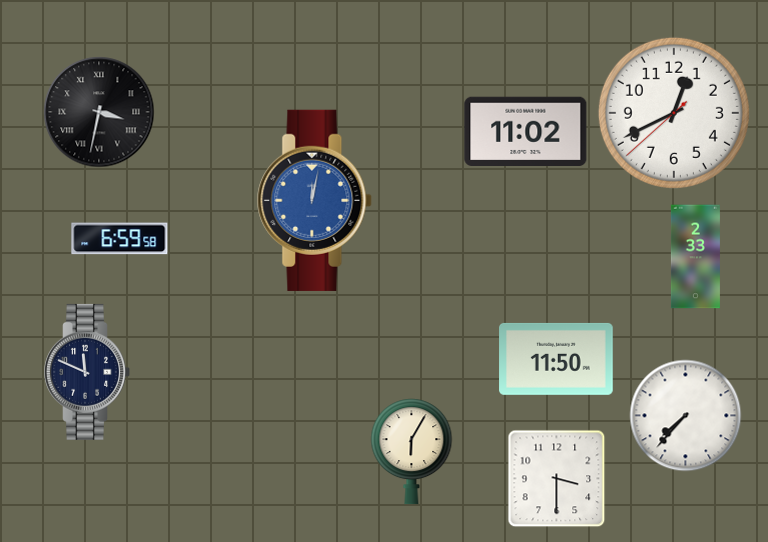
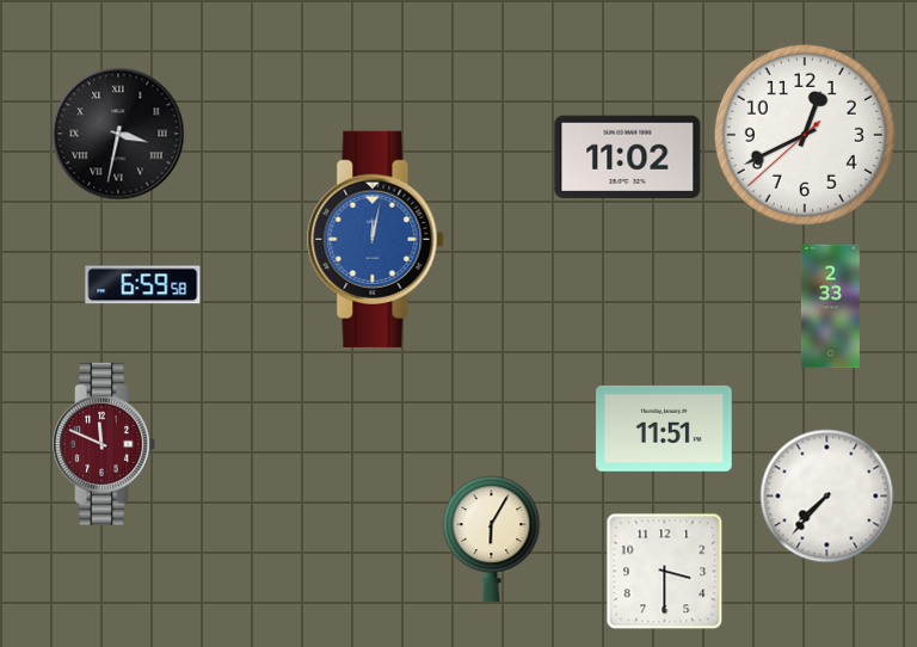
clock at (556, 359): 11:50 -> 11:51
clock at (87, 372) dial: navy -> burgundy
clock at (686, 416) position: (686, 416) -> (827, 497)
